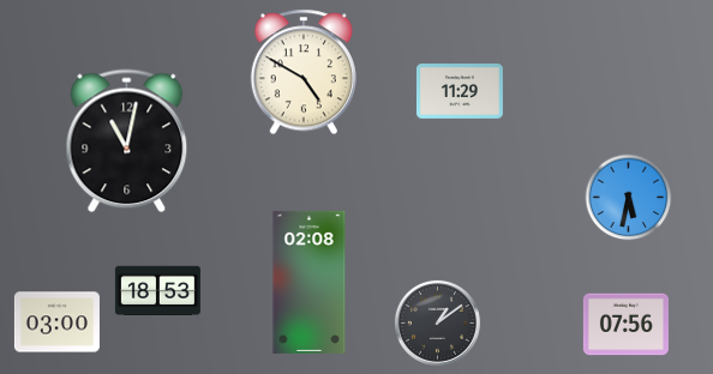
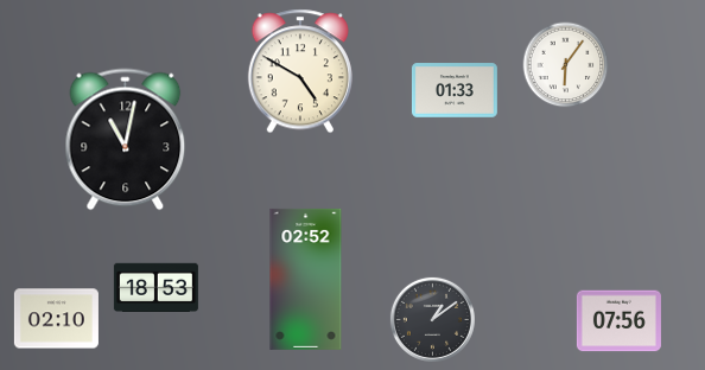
clock at (566, 65): none -> 6:06
clock at (460, 91): 11:29 -> 01:33
clock at (629, 198): 5:32 -> none
clock at (310, 282): 02:08 -> 02:52
clock at (56, 322): 03:00 -> 02:10
